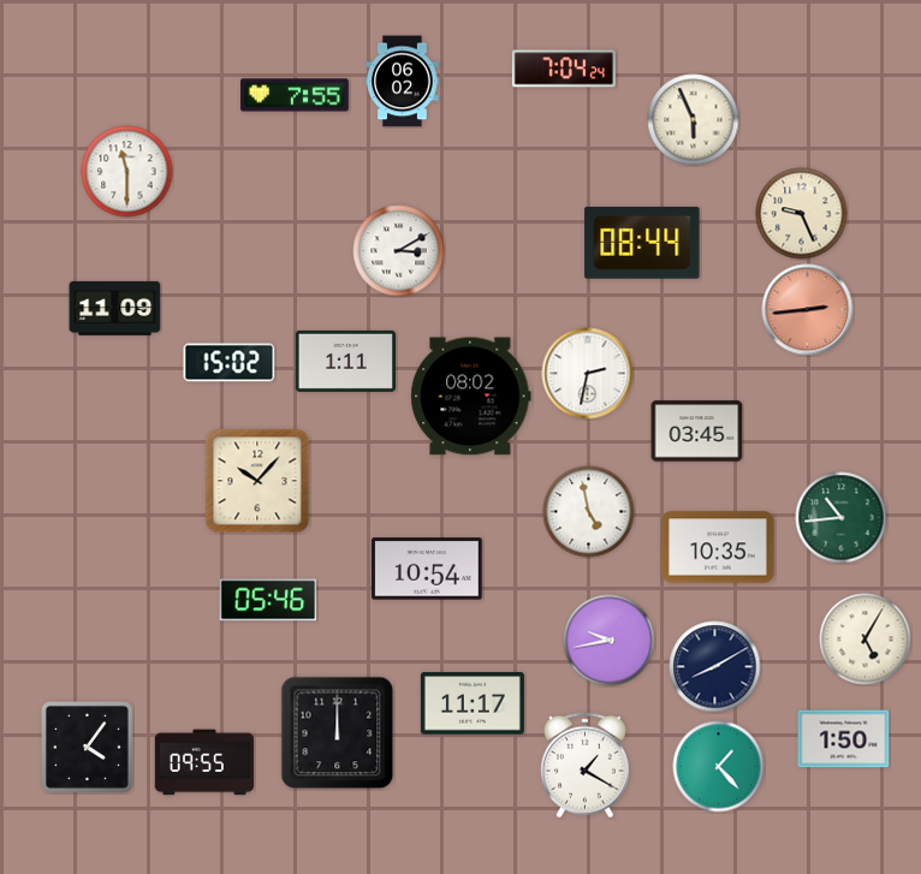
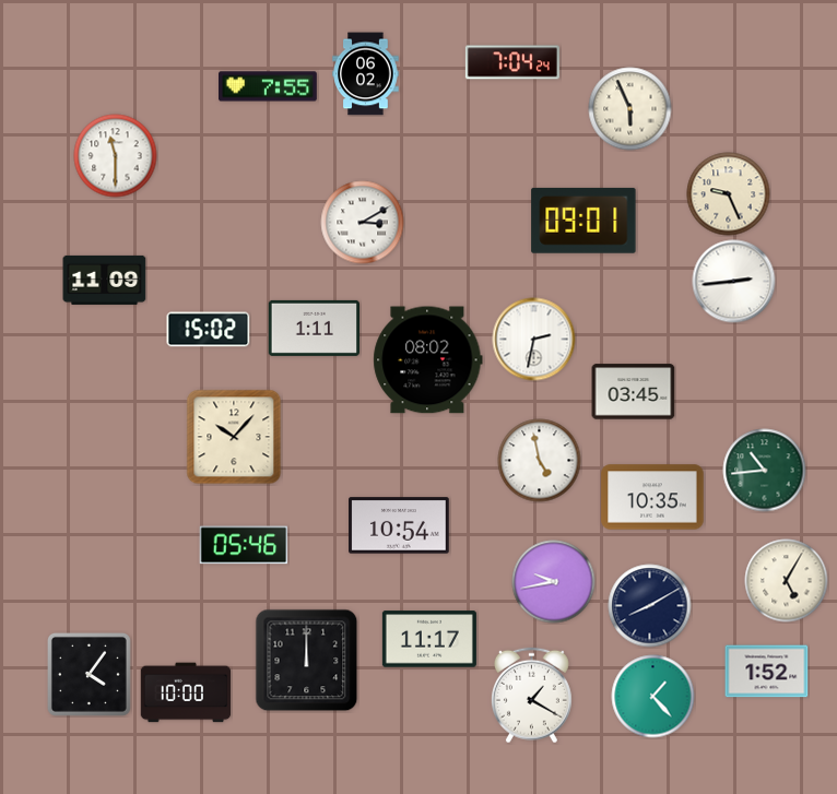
clock at (642, 243): 08:44 -> 09:01
clock at (399, 251) position: (399, 251) -> (363, 223)
clock at (808, 310) dial: salmon -> white
clock at (589, 512) position: (589, 512) -> (540, 461)
clock at (427, 569) position: (427, 569) -> (399, 525)
clock at (338, 733) position: (338, 733) -> (307, 661)
clock at (844, 739): 1:50 -> 1:52
clock at (87, 747) position: (87, 747) -> (89, 674)
clock at (204, 762): 09:55 -> 10:00
